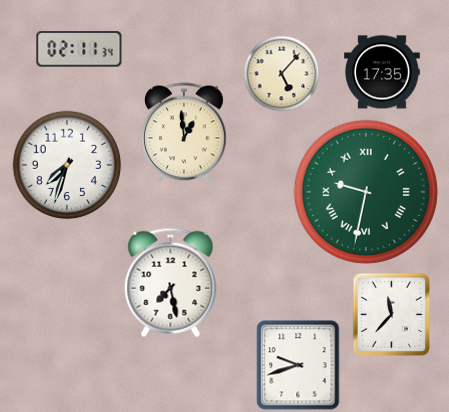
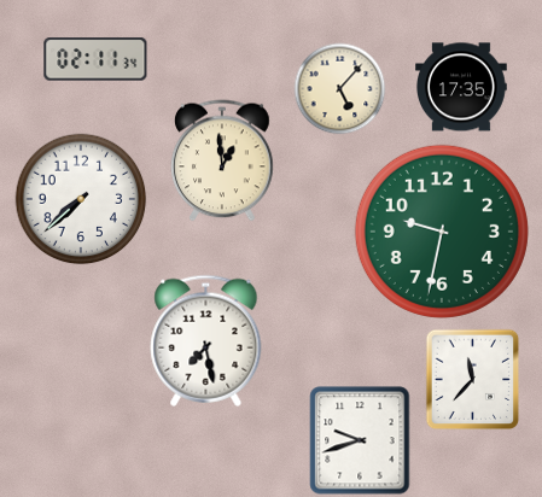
clock at (67, 165): 7:33 -> 7:38
clock at (366, 192) numerals: Roman -> Arabic
